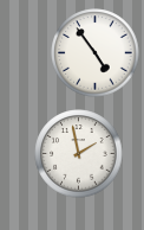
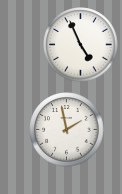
clock at (96, 53): 4:54 -> 4:56
